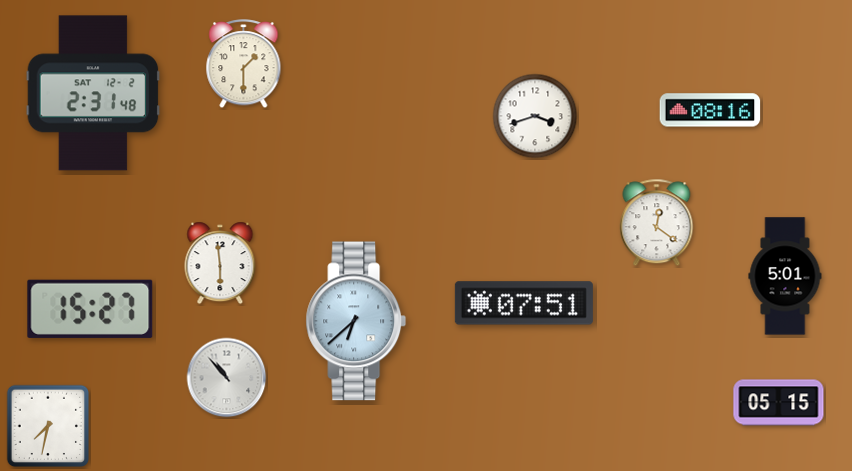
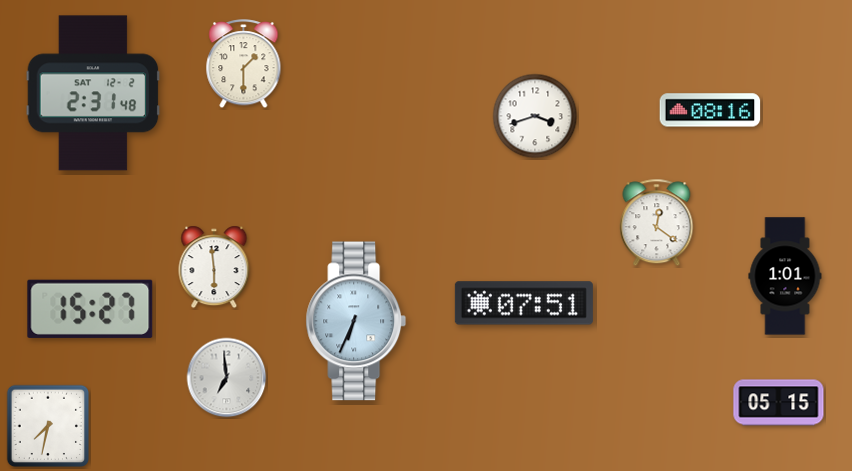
clock at (220, 263) position: (220, 263) -> (214, 267)
clock at (785, 276): 5:01 -> 1:01
clock at (356, 321): 6:38 -> 6:34
clock at (227, 378): 10:53 -> 6:59
